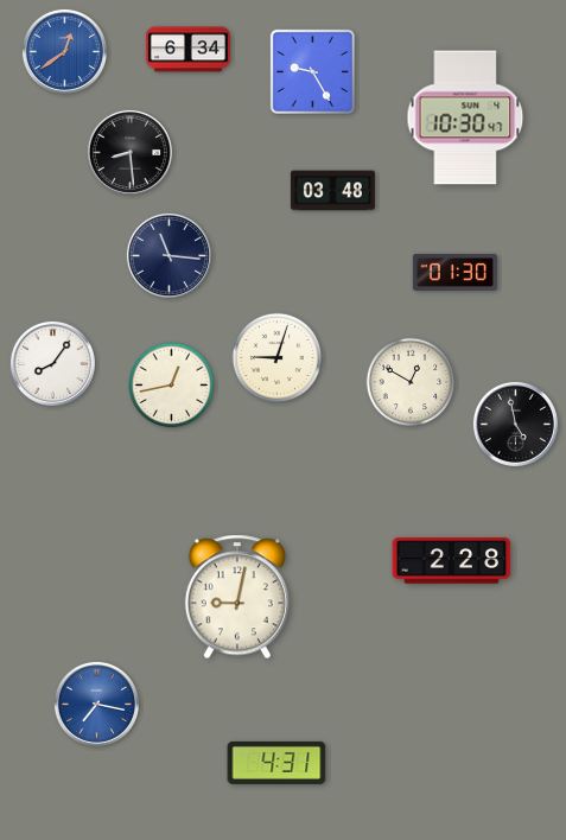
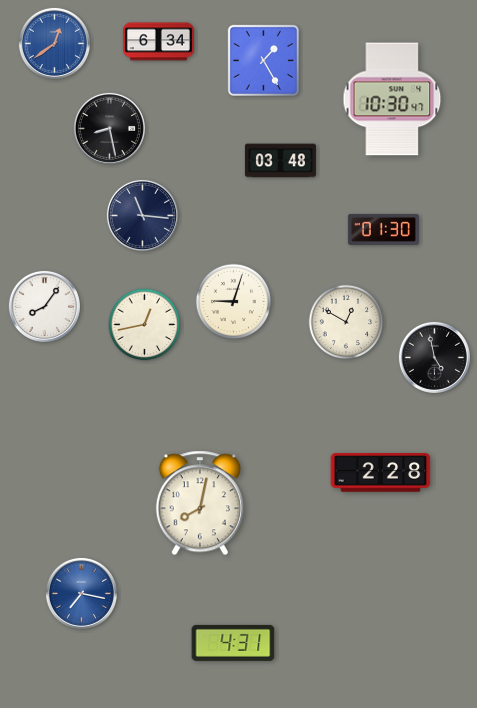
clock at (312, 71): 9:25 -> 1:25
clock at (129, 152): 8:29 -> 8:28
clock at (237, 597): 9:02 -> 8:02
